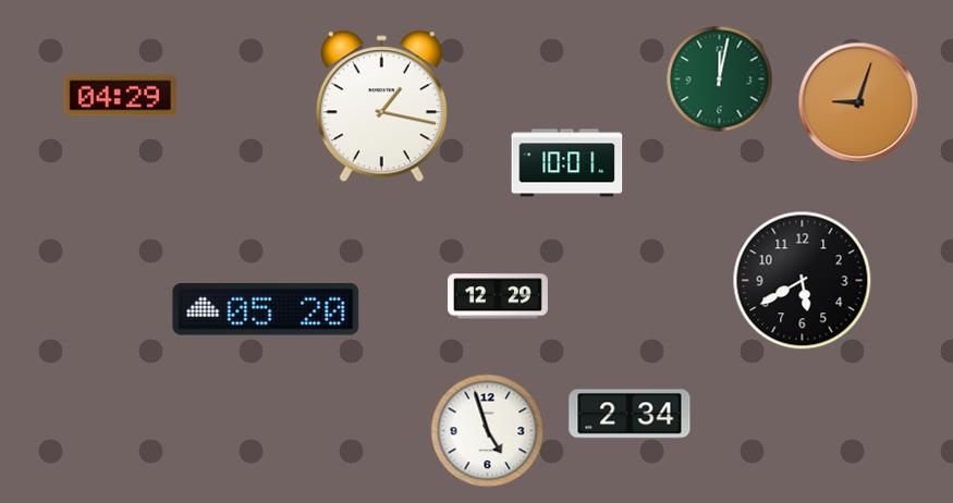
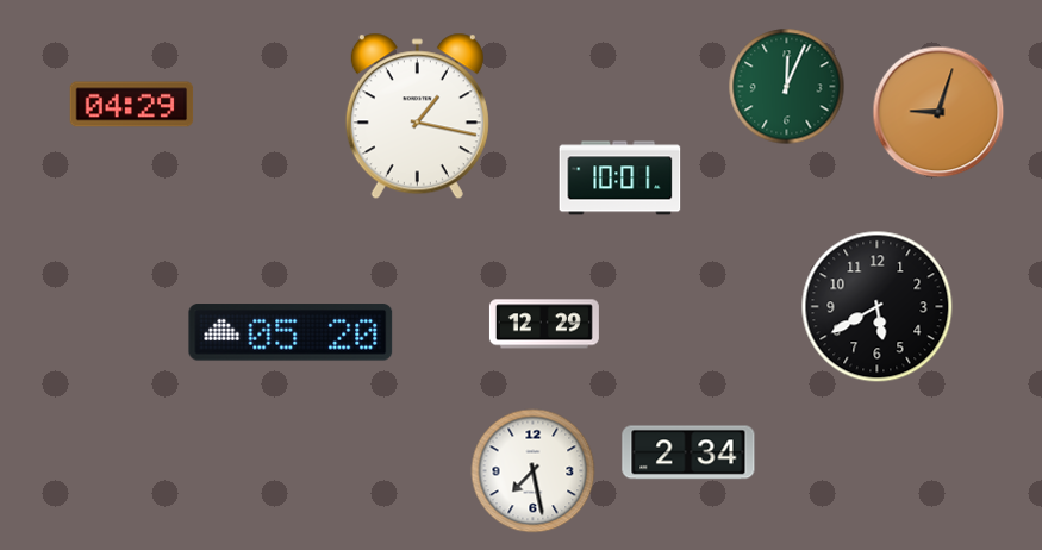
clock at (720, 79): 12:02 -> 12:04
clock at (266, 309) position: (266, 309) -> (291, 332)
clock at (488, 431): 4:57 -> 7:28
